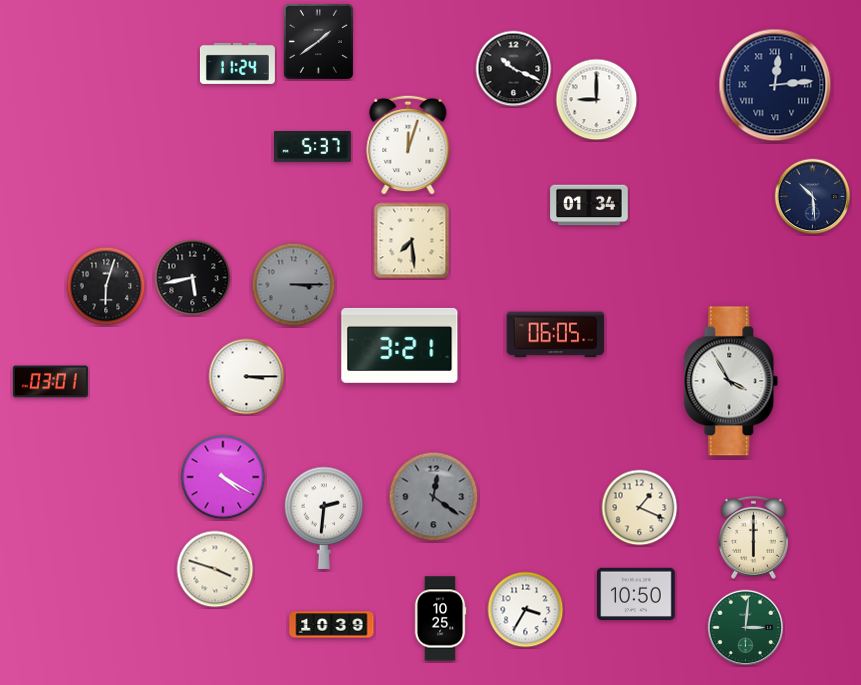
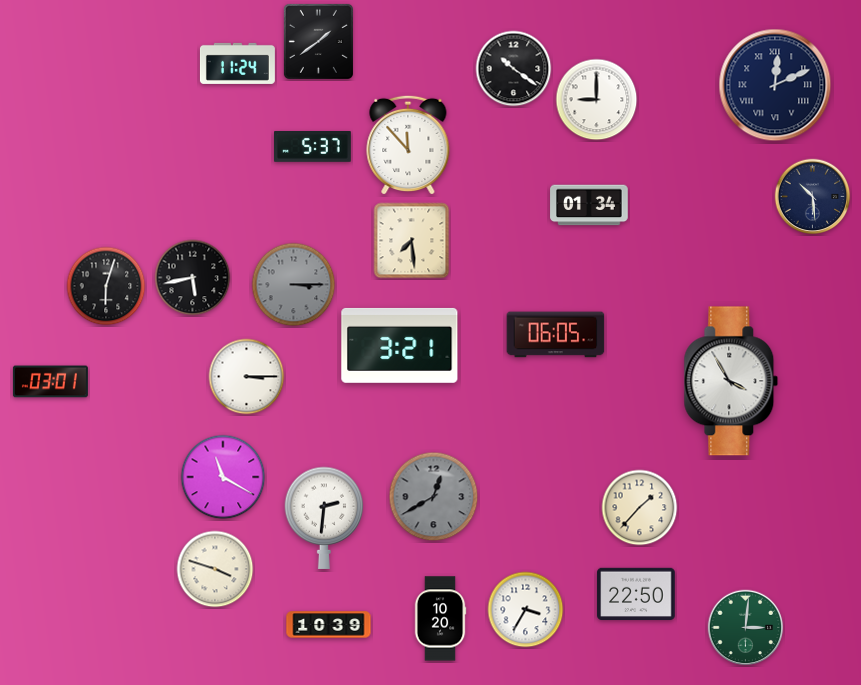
clock at (514, 69): 10:19 -> 10:21
clock at (775, 85): 12:14 -> 12:11
clock at (408, 145): 12:03 -> 11:53
clock at (223, 477): 4:20 -> 11:20
clock at (434, 497): 12:21 -> 12:40
clock at (640, 508): 1:19 -> 1:37
clock at (753, 537): 6:00 -> none
clock at (636, 593): 10:50 -> 22:50
clock at (440, 619): 10:25 -> 10:20
clock at (332, 625) position: (332, 625) -> (329, 625)
